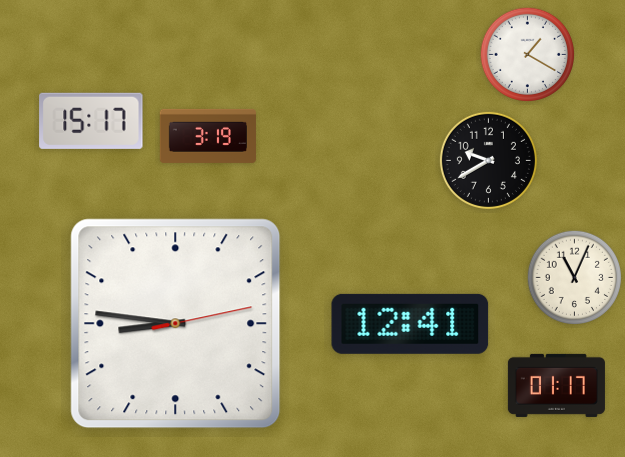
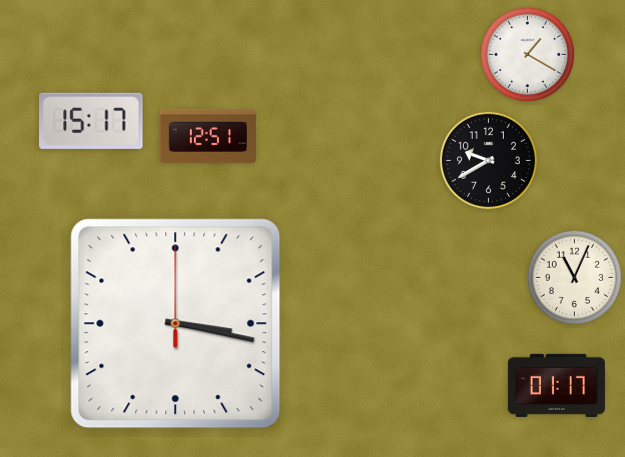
clock at (208, 136): 3:19 -> 12:51
clock at (176, 324): 8:46 -> 3:17
clock at (410, 324): 12:41 -> none
